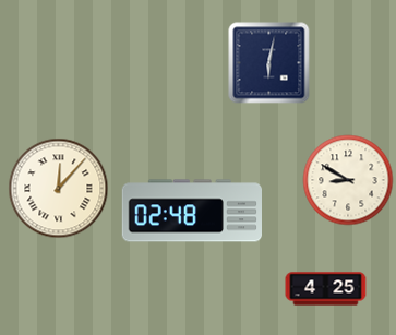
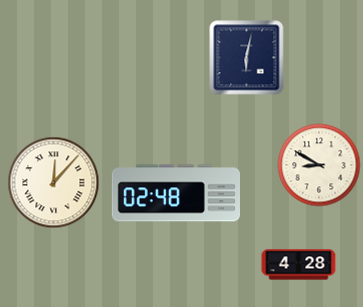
clock at (59, 189) position: (59, 189) -> (54, 183)
clock at (326, 289): 4:25 -> 4:28
